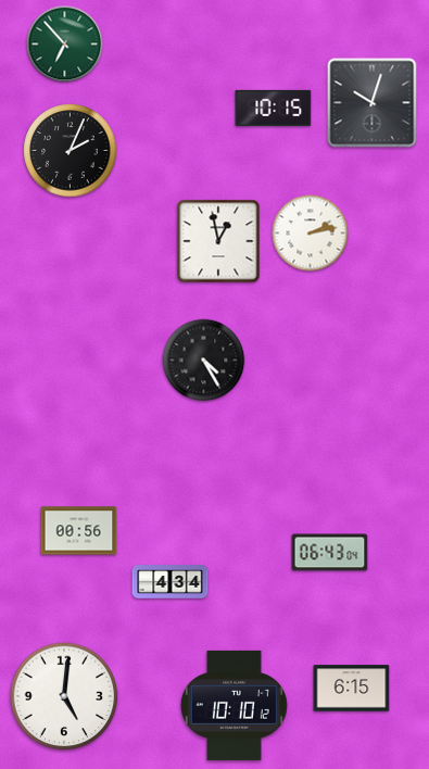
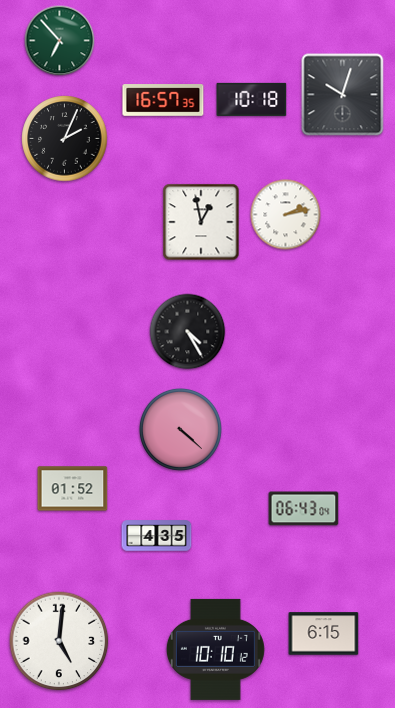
clock at (274, 108): 10:15 -> 10:18
clock at (163, 100): none -> 16:57
clock at (180, 429): none -> 4:22
clock at (79, 531): 00:56 -> 01:52
clock at (171, 582): 4:34 -> 4:35
